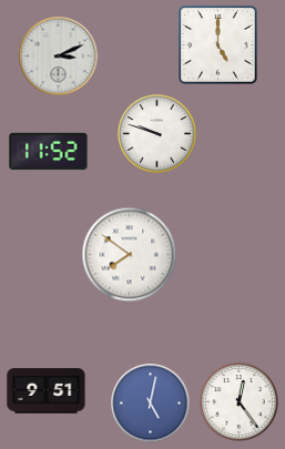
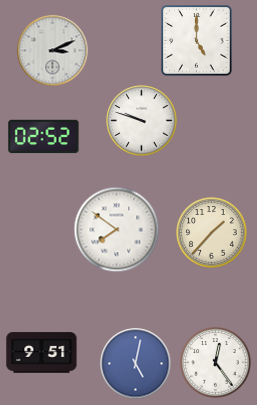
clock at (49, 152): 11:52 -> 02:52
clock at (212, 233): none -> 1:37
